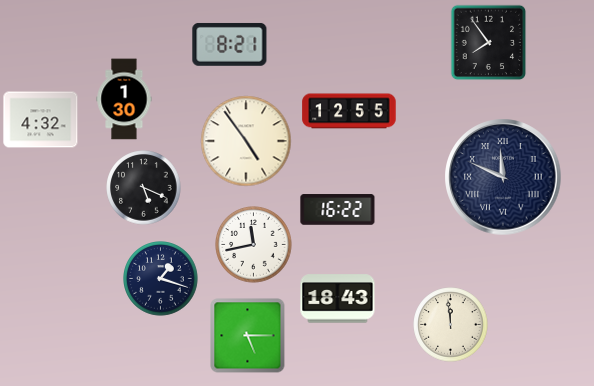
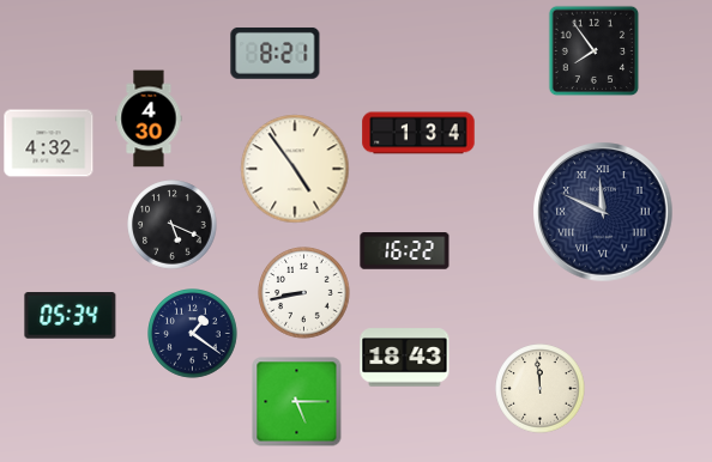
clock at (489, 43) position: (489, 43) -> (595, 51)
clock at (124, 99): 1:30 -> 4:30
clock at (349, 111): 12:55 -> 1:34
clock at (254, 245): 11:43 -> 8:43
clock at (71, 316): none -> 05:34
clock at (161, 279): 1:18 -> 1:21
